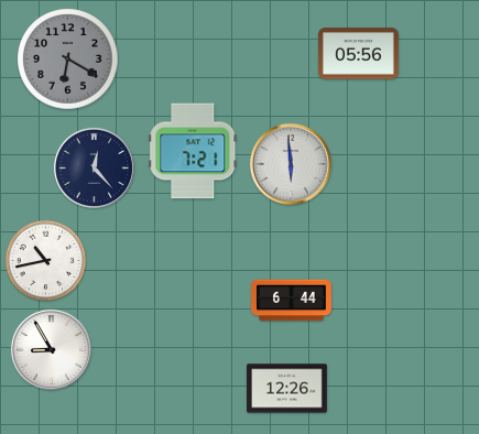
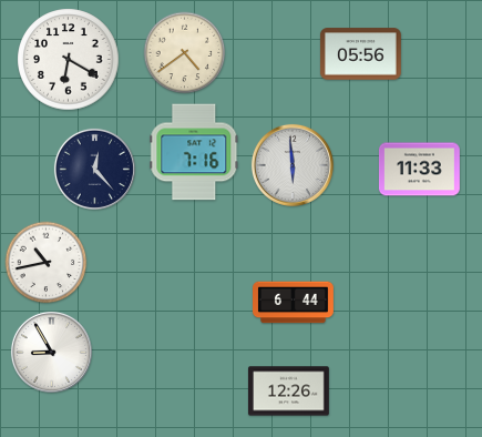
clock at (185, 53): none -> 4:39
clock at (68, 59) dial: grey -> white
clock at (193, 151): 7:21 -> 7:16
clock at (419, 170): none -> 11:33
